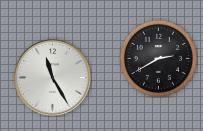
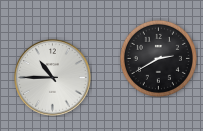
clock at (53, 78): 11:25 -> 10:45
